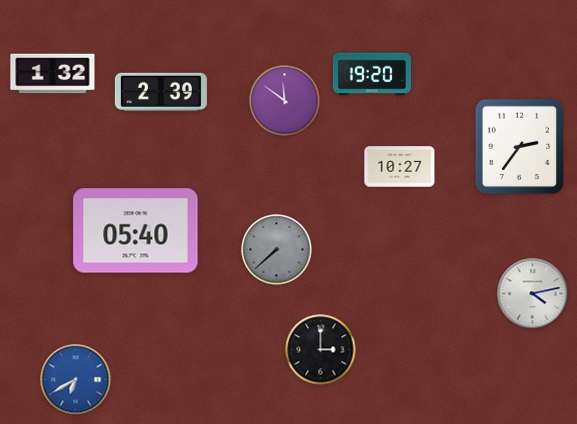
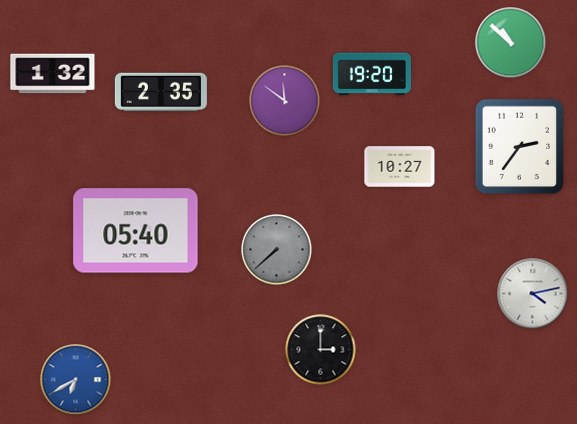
clock at (511, 43): none -> 10:52
clock at (161, 92): 2:39 -> 2:35
